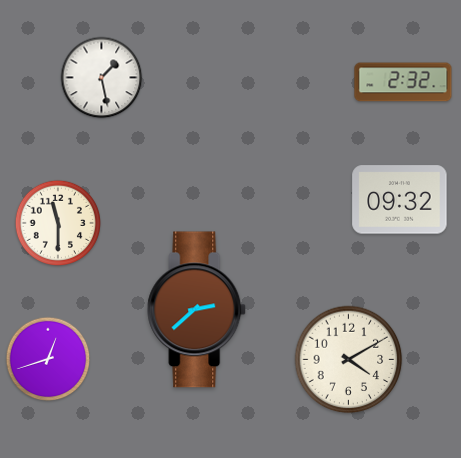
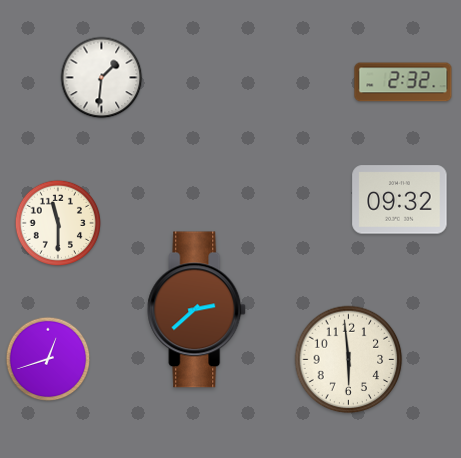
clock at (102, 78): 1:28 -> 1:31
clock at (349, 360): 4:10 -> 5:59
